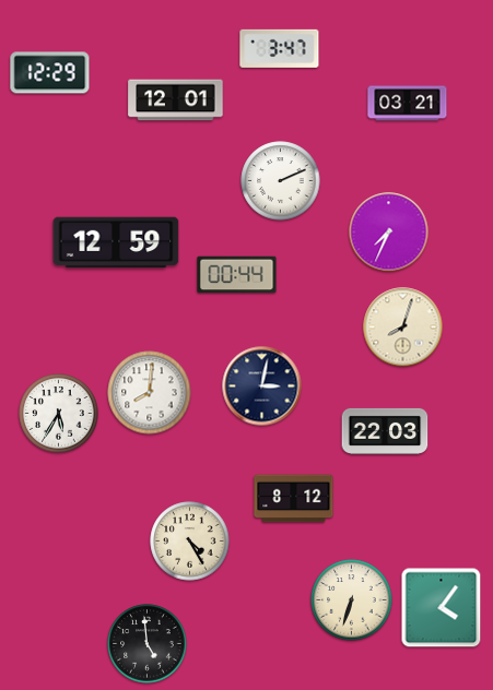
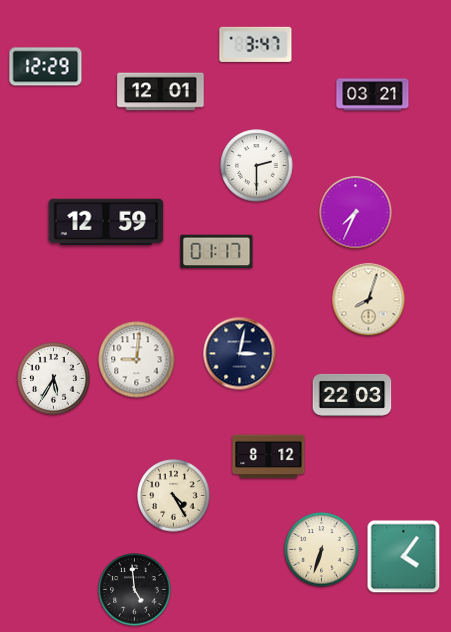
clock at (281, 181): 2:11 -> 2:30
clock at (237, 275): 00:44 -> 01:17
clock at (150, 393): 8:01 -> 9:01
